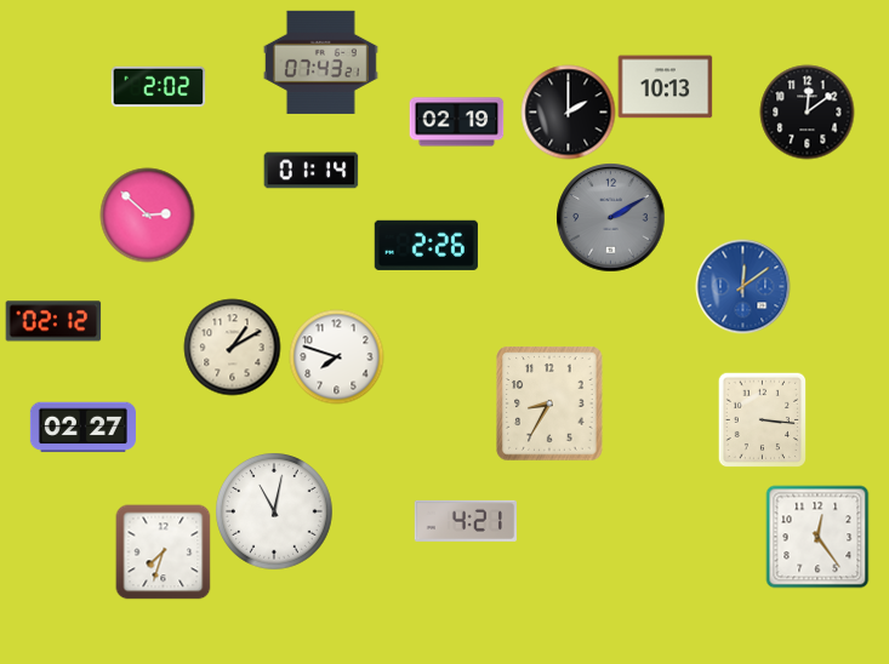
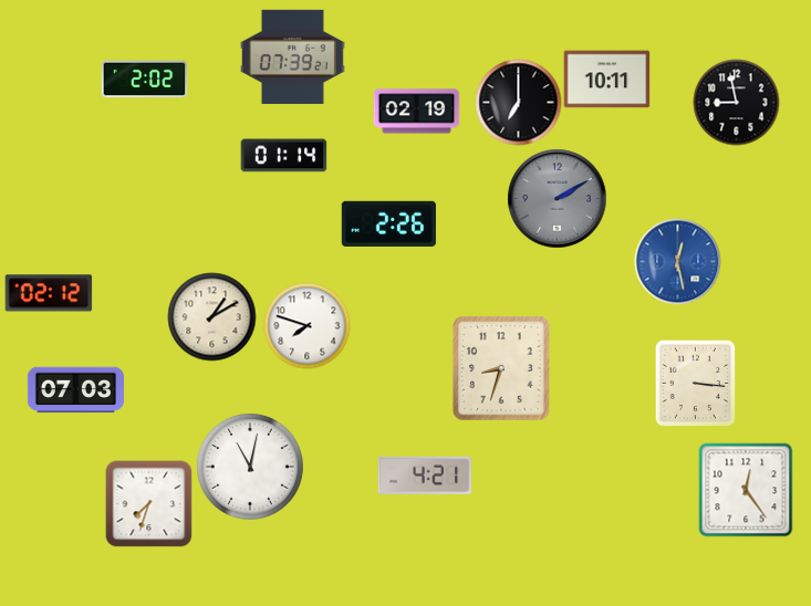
clock at (320, 62): 07:43 -> 07:39
clock at (665, 87): 10:13 -> 10:11
clock at (568, 111): 2:00 -> 7:00
clock at (807, 111): 12:09 -> 8:58
clock at (147, 214): 2:52 -> none
clock at (742, 286): 12:09 -> 12:28
clock at (549, 403): 8:35 -> 8:33
clock at (82, 428): 02:27 -> 07:03
